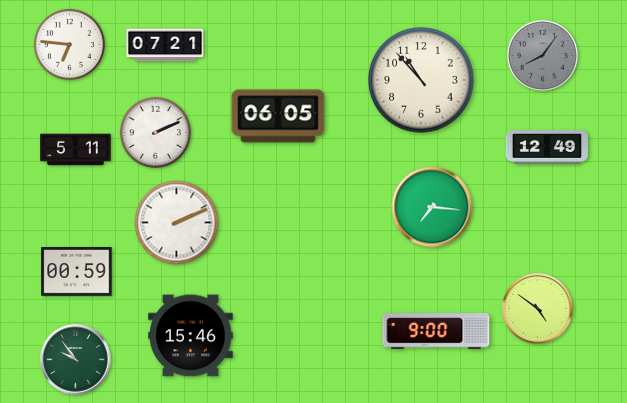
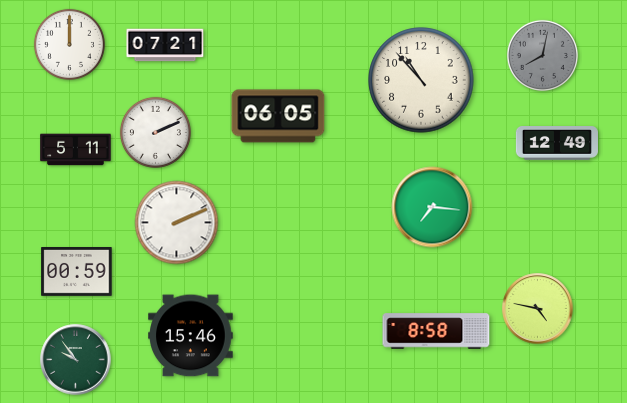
clock at (69, 44): 6:46 -> 12:00
clock at (542, 55): 8:06 -> 8:02
clock at (546, 148) position: (546, 148) -> (556, 144)
clock at (538, 309): 4:51 -> 4:47
clock at (436, 331): 9:00 -> 8:58
